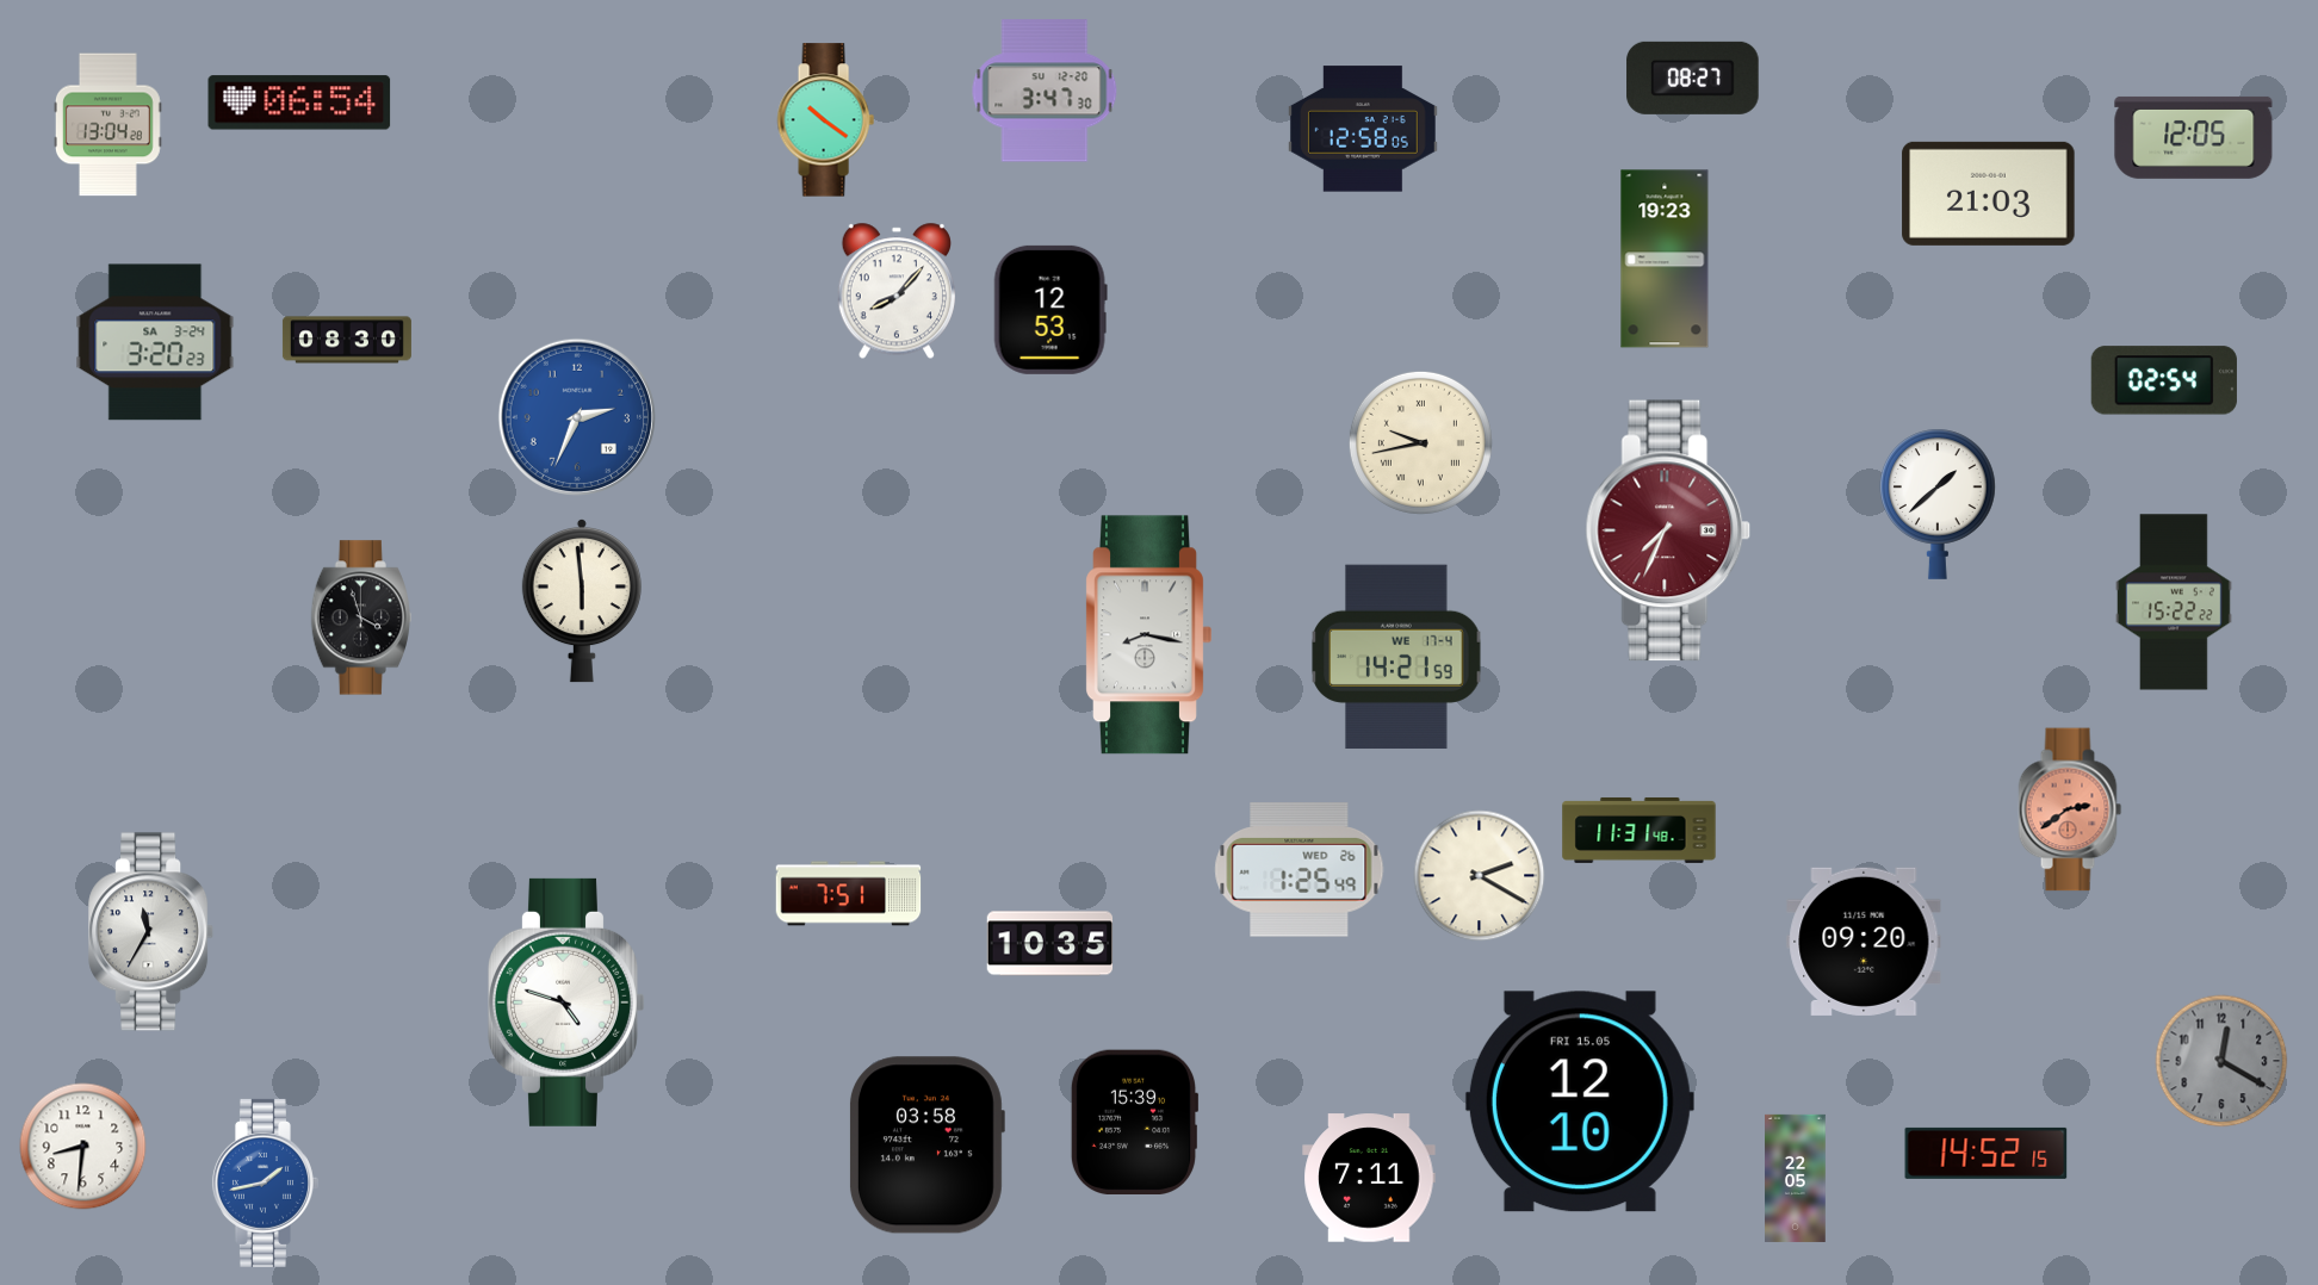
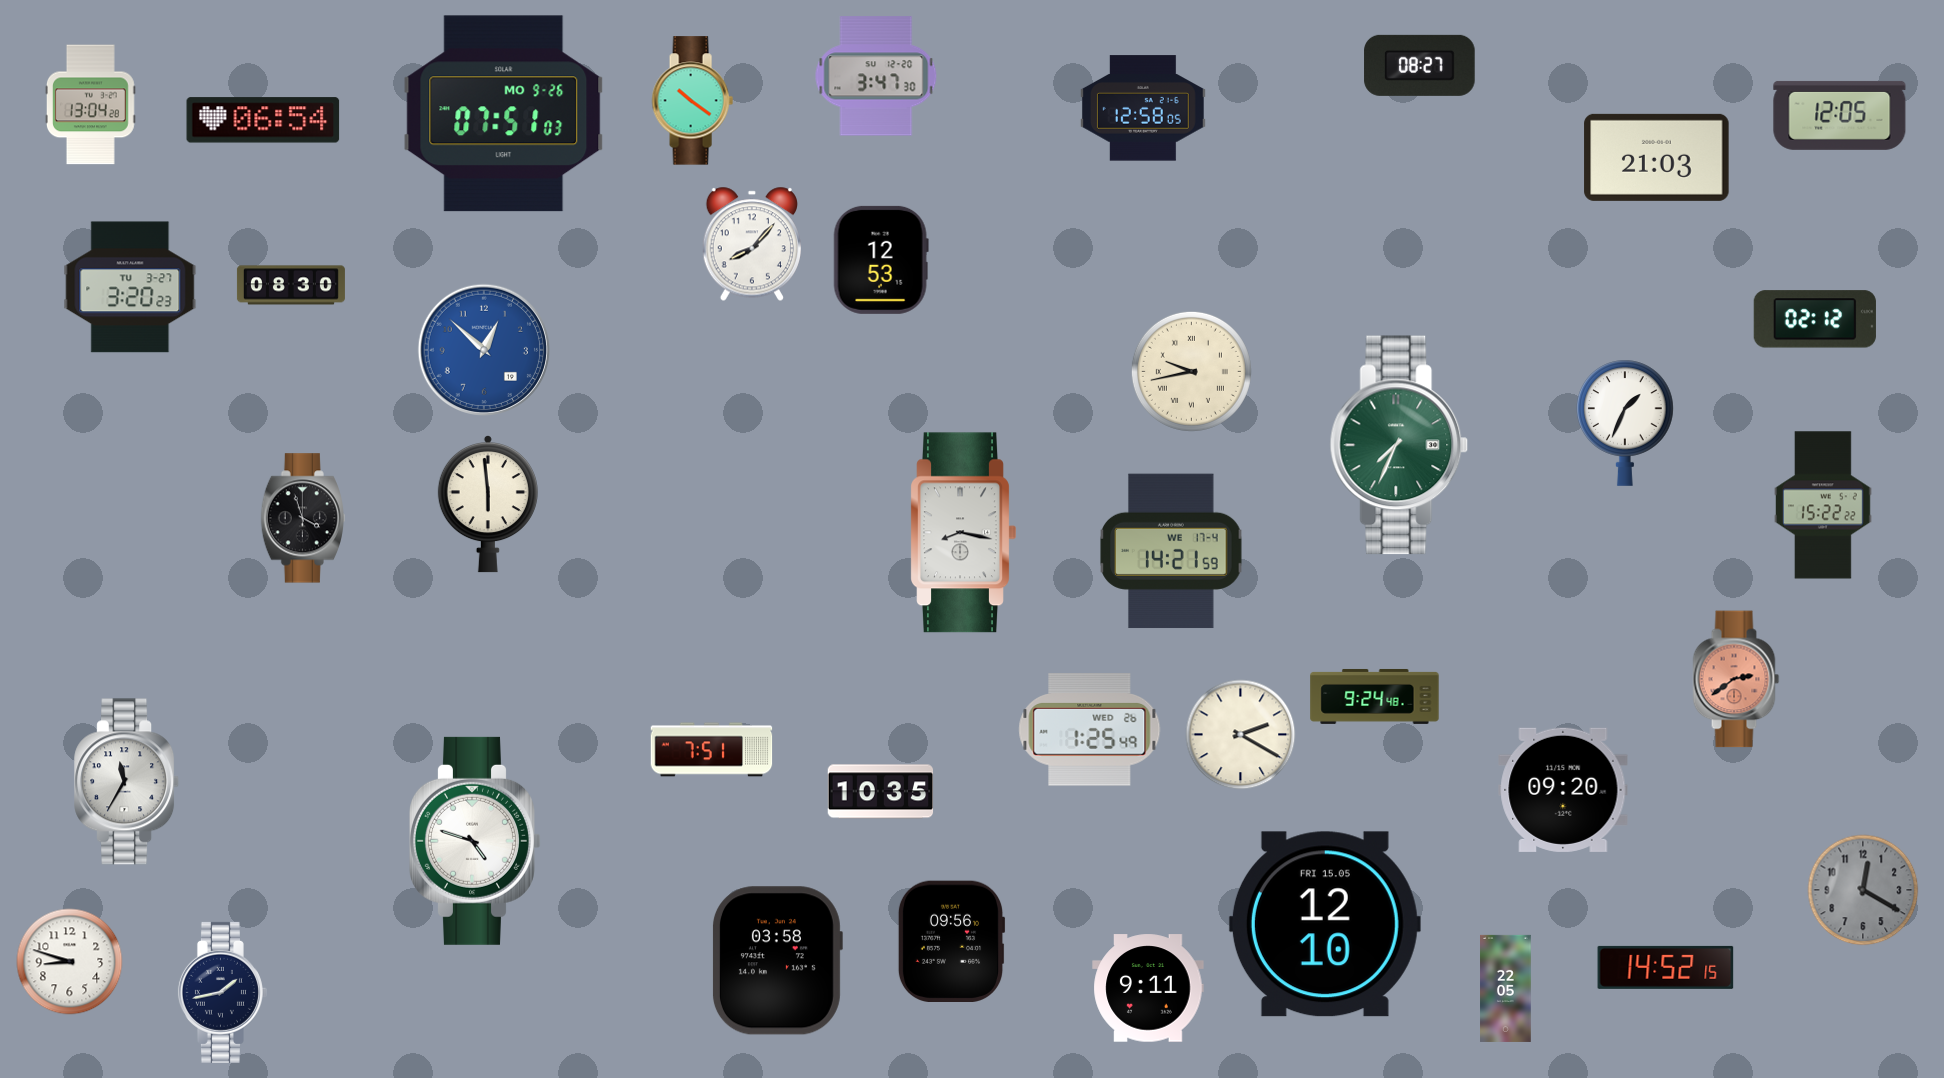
clock at (299, 103) position: (299, 103) -> (263, 120)
clock at (504, 114): none -> 07:51
clock at (1989, 193) position: (1989, 193) -> (1657, 157)
clock at (1665, 259): 19:23 -> none
clock at (155, 342) date: SA 3-24 -> TU 3-27
clock at (2164, 380): 02:54 -> 02:12
clock at (576, 416): 2:34 -> 12:52
clock at (1939, 504): 1:38 -> 1:34
clock at (1668, 530) dial: burgundy -> green
clock at (1640, 830): 11:31 -> 9:24
clock at (1134, 1122): 15:39 -> 09:56
clock at (83, 1147): 8:31 -> 8:48
clock at (1369, 1178): 7:11 -> 9:11
clock at (265, 1182) dial: blue -> navy
